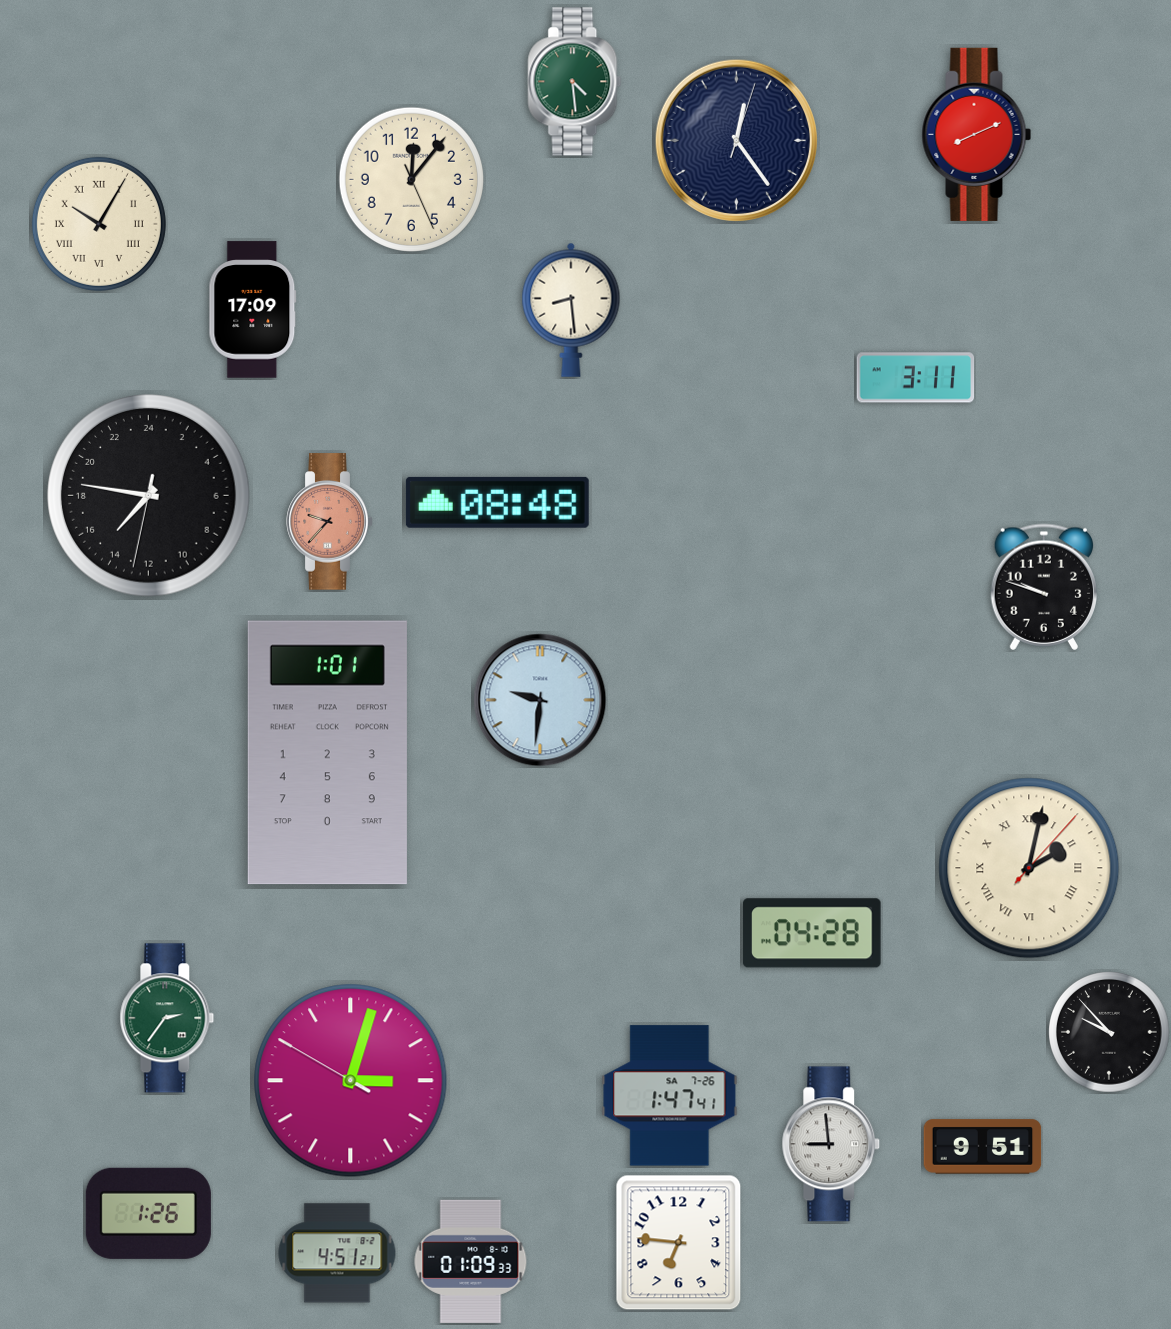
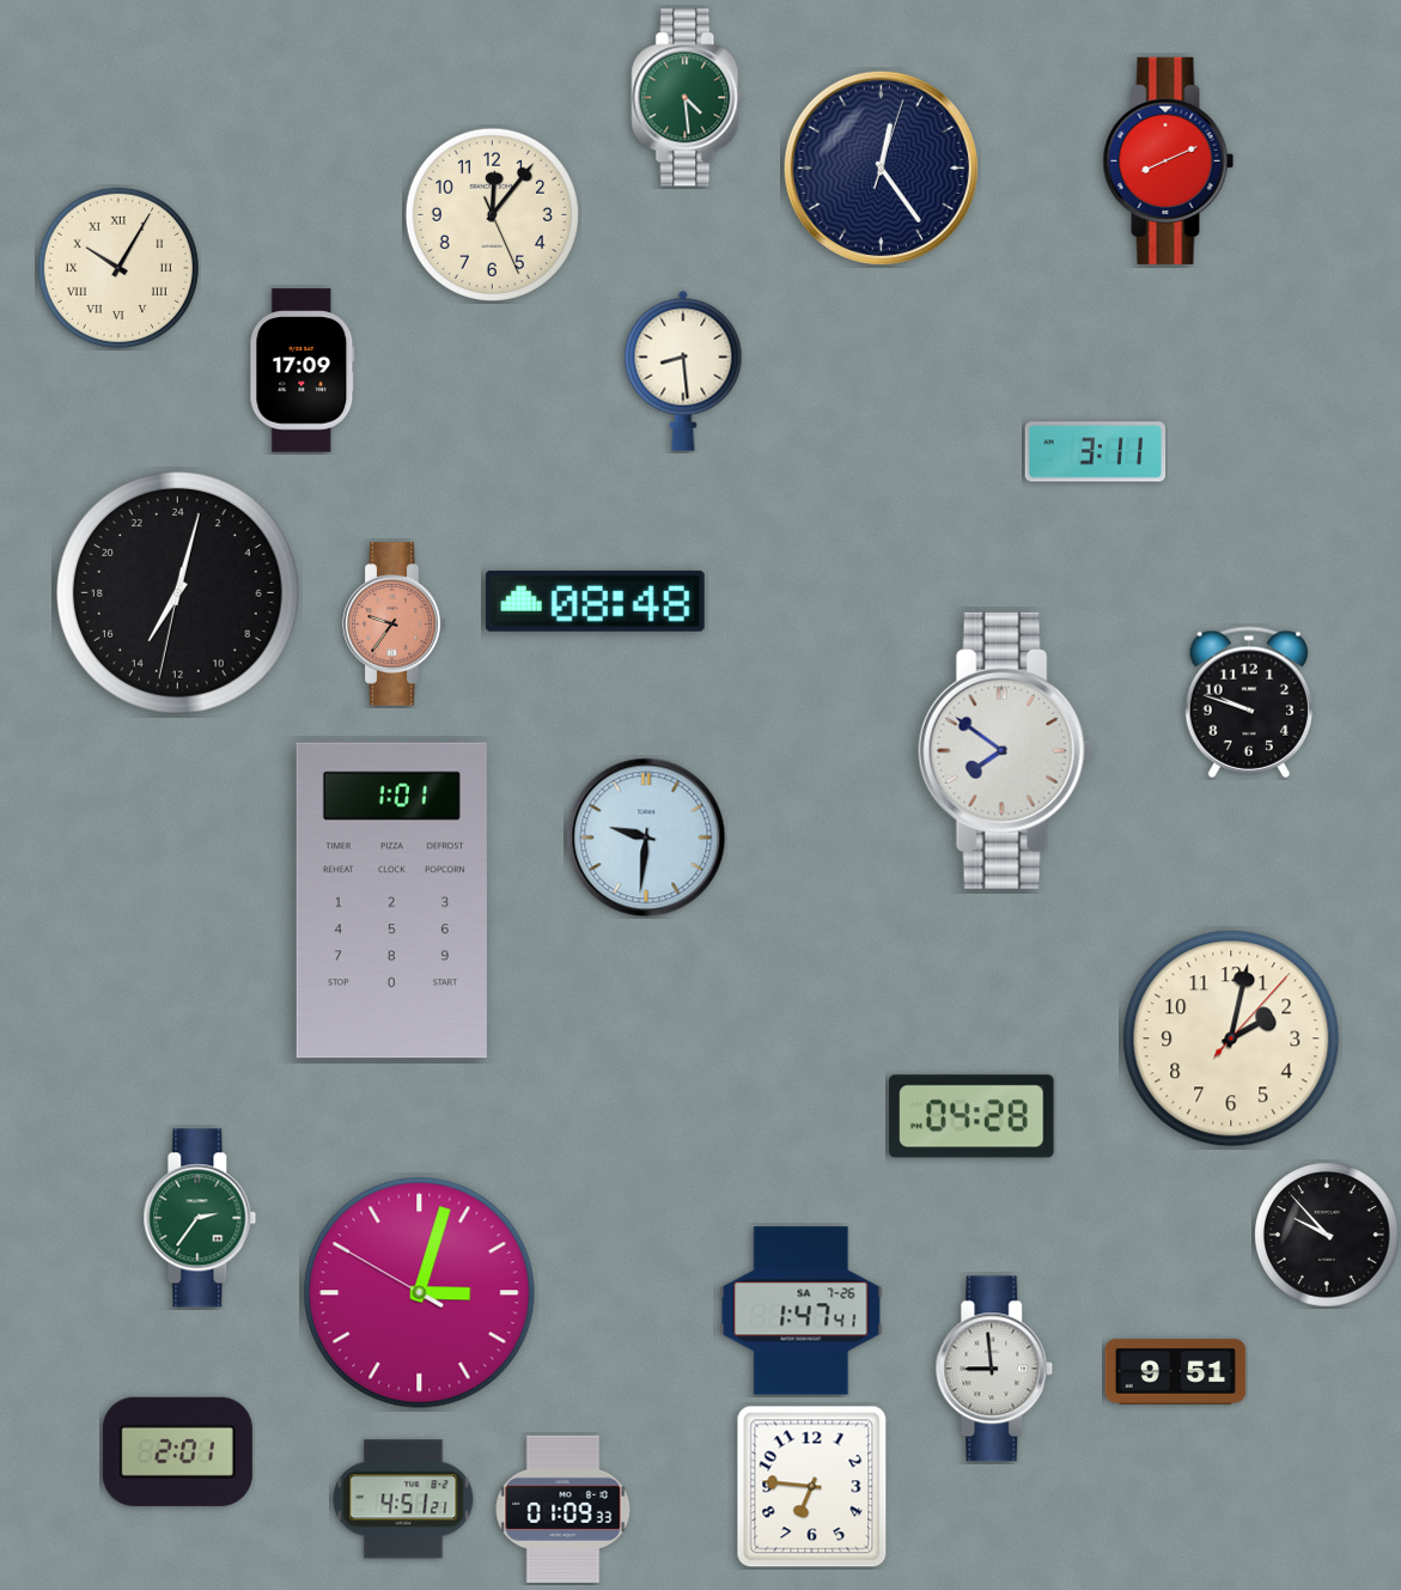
clock at (149, 496): 14:46 -> 14:02
clock at (330, 522): 9:37 -> 9:36
clock at (1006, 750): none -> 7:51
clock at (1029, 868) numerals: Roman -> Arabic
clock at (148, 1213): 1:26 -> 2:01
